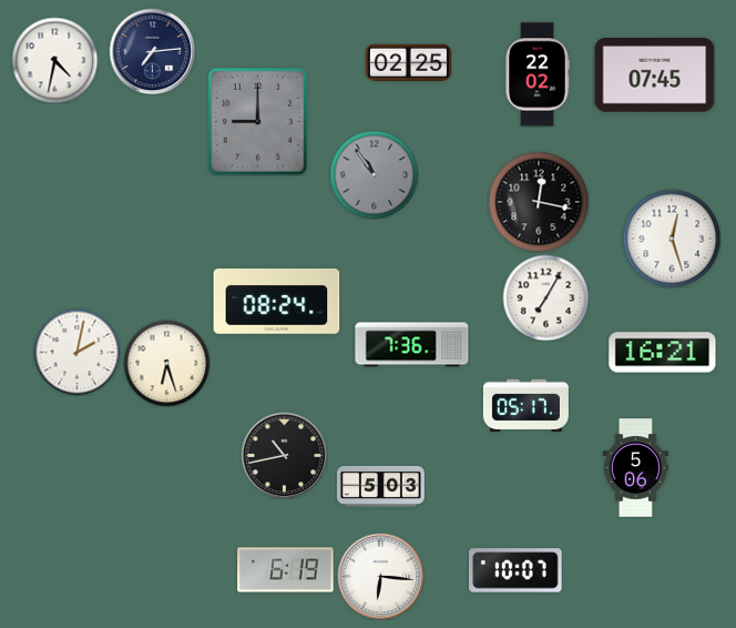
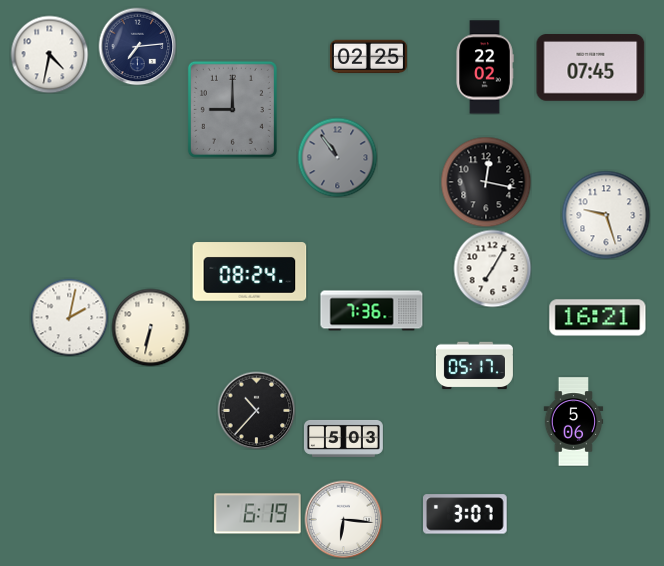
clock at (672, 239): 12:27 -> 9:27
clock at (166, 363): 6:27 -> 6:32
clock at (284, 455): 10:43 -> 10:37
clock at (517, 570): 10:07 -> 3:07
